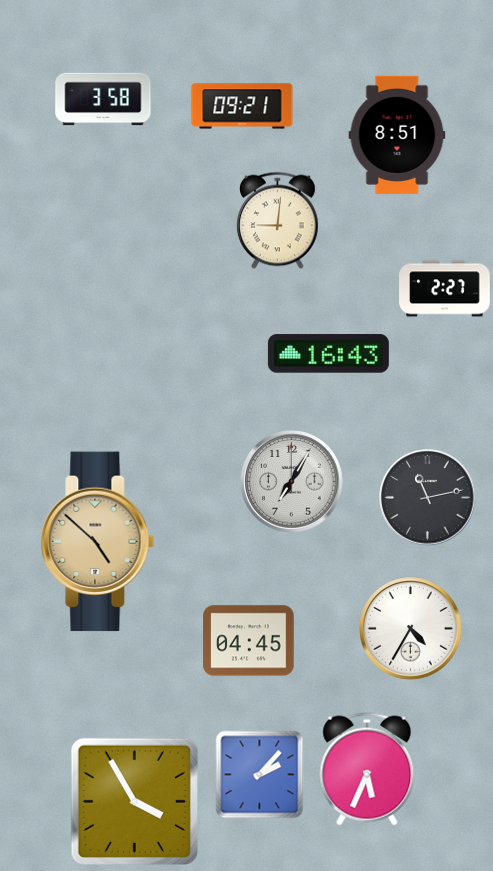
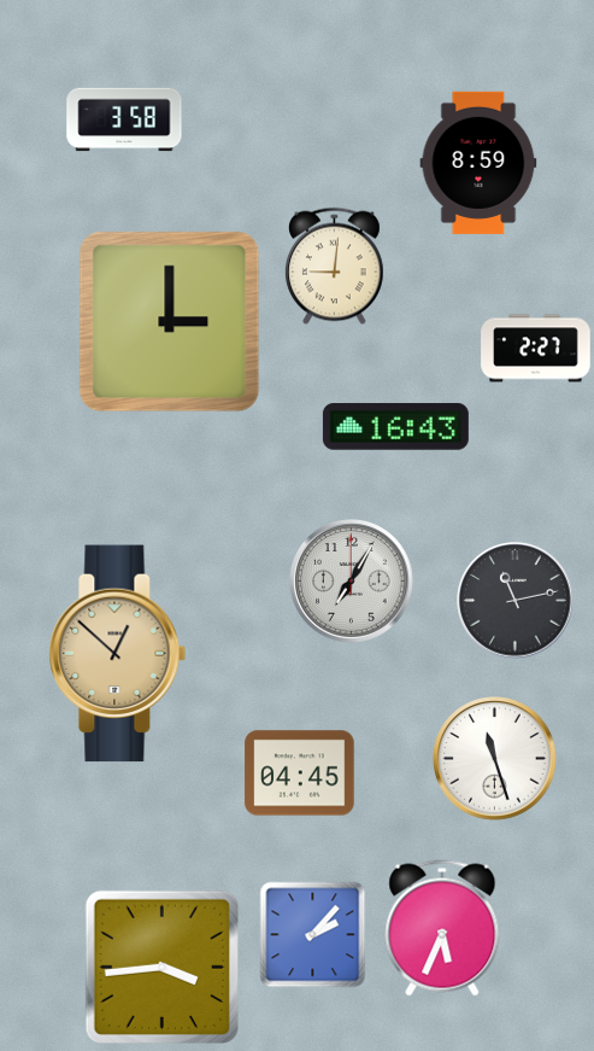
clock at (242, 106): 09:21 -> none
clock at (397, 135): 8:51 -> 8:59
clock at (170, 322): none -> 3:00
clock at (98, 542): 4:52 -> 12:52
clock at (411, 629): 4:35 -> 11:27
clock at (134, 801): 3:55 -> 3:44
